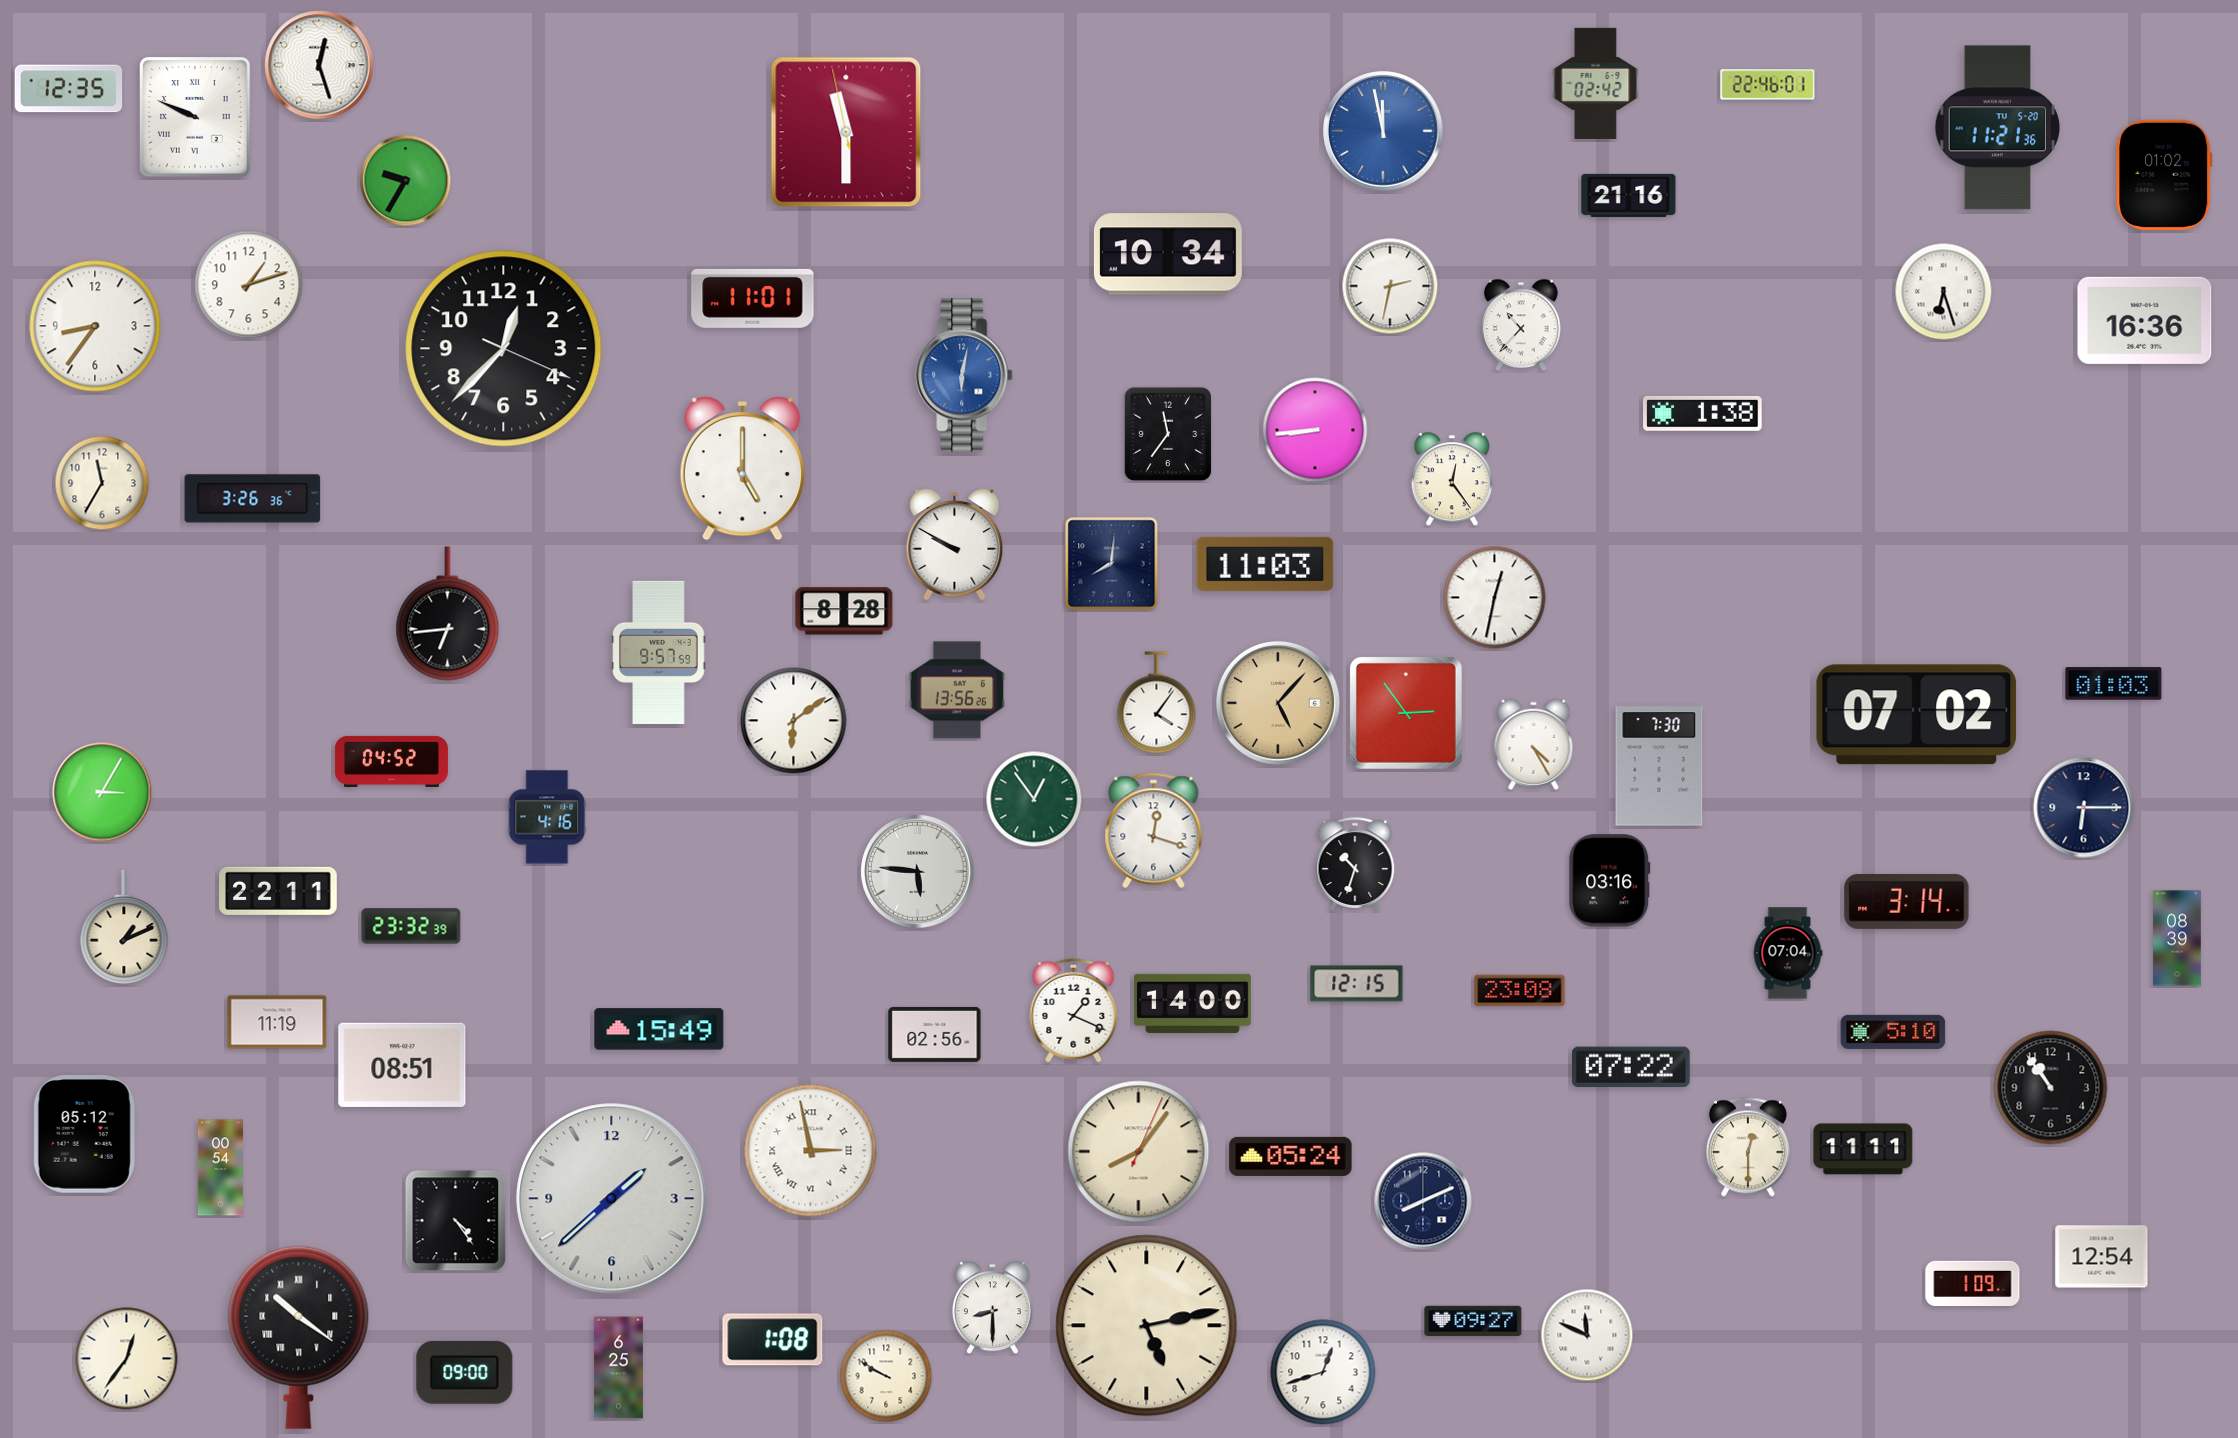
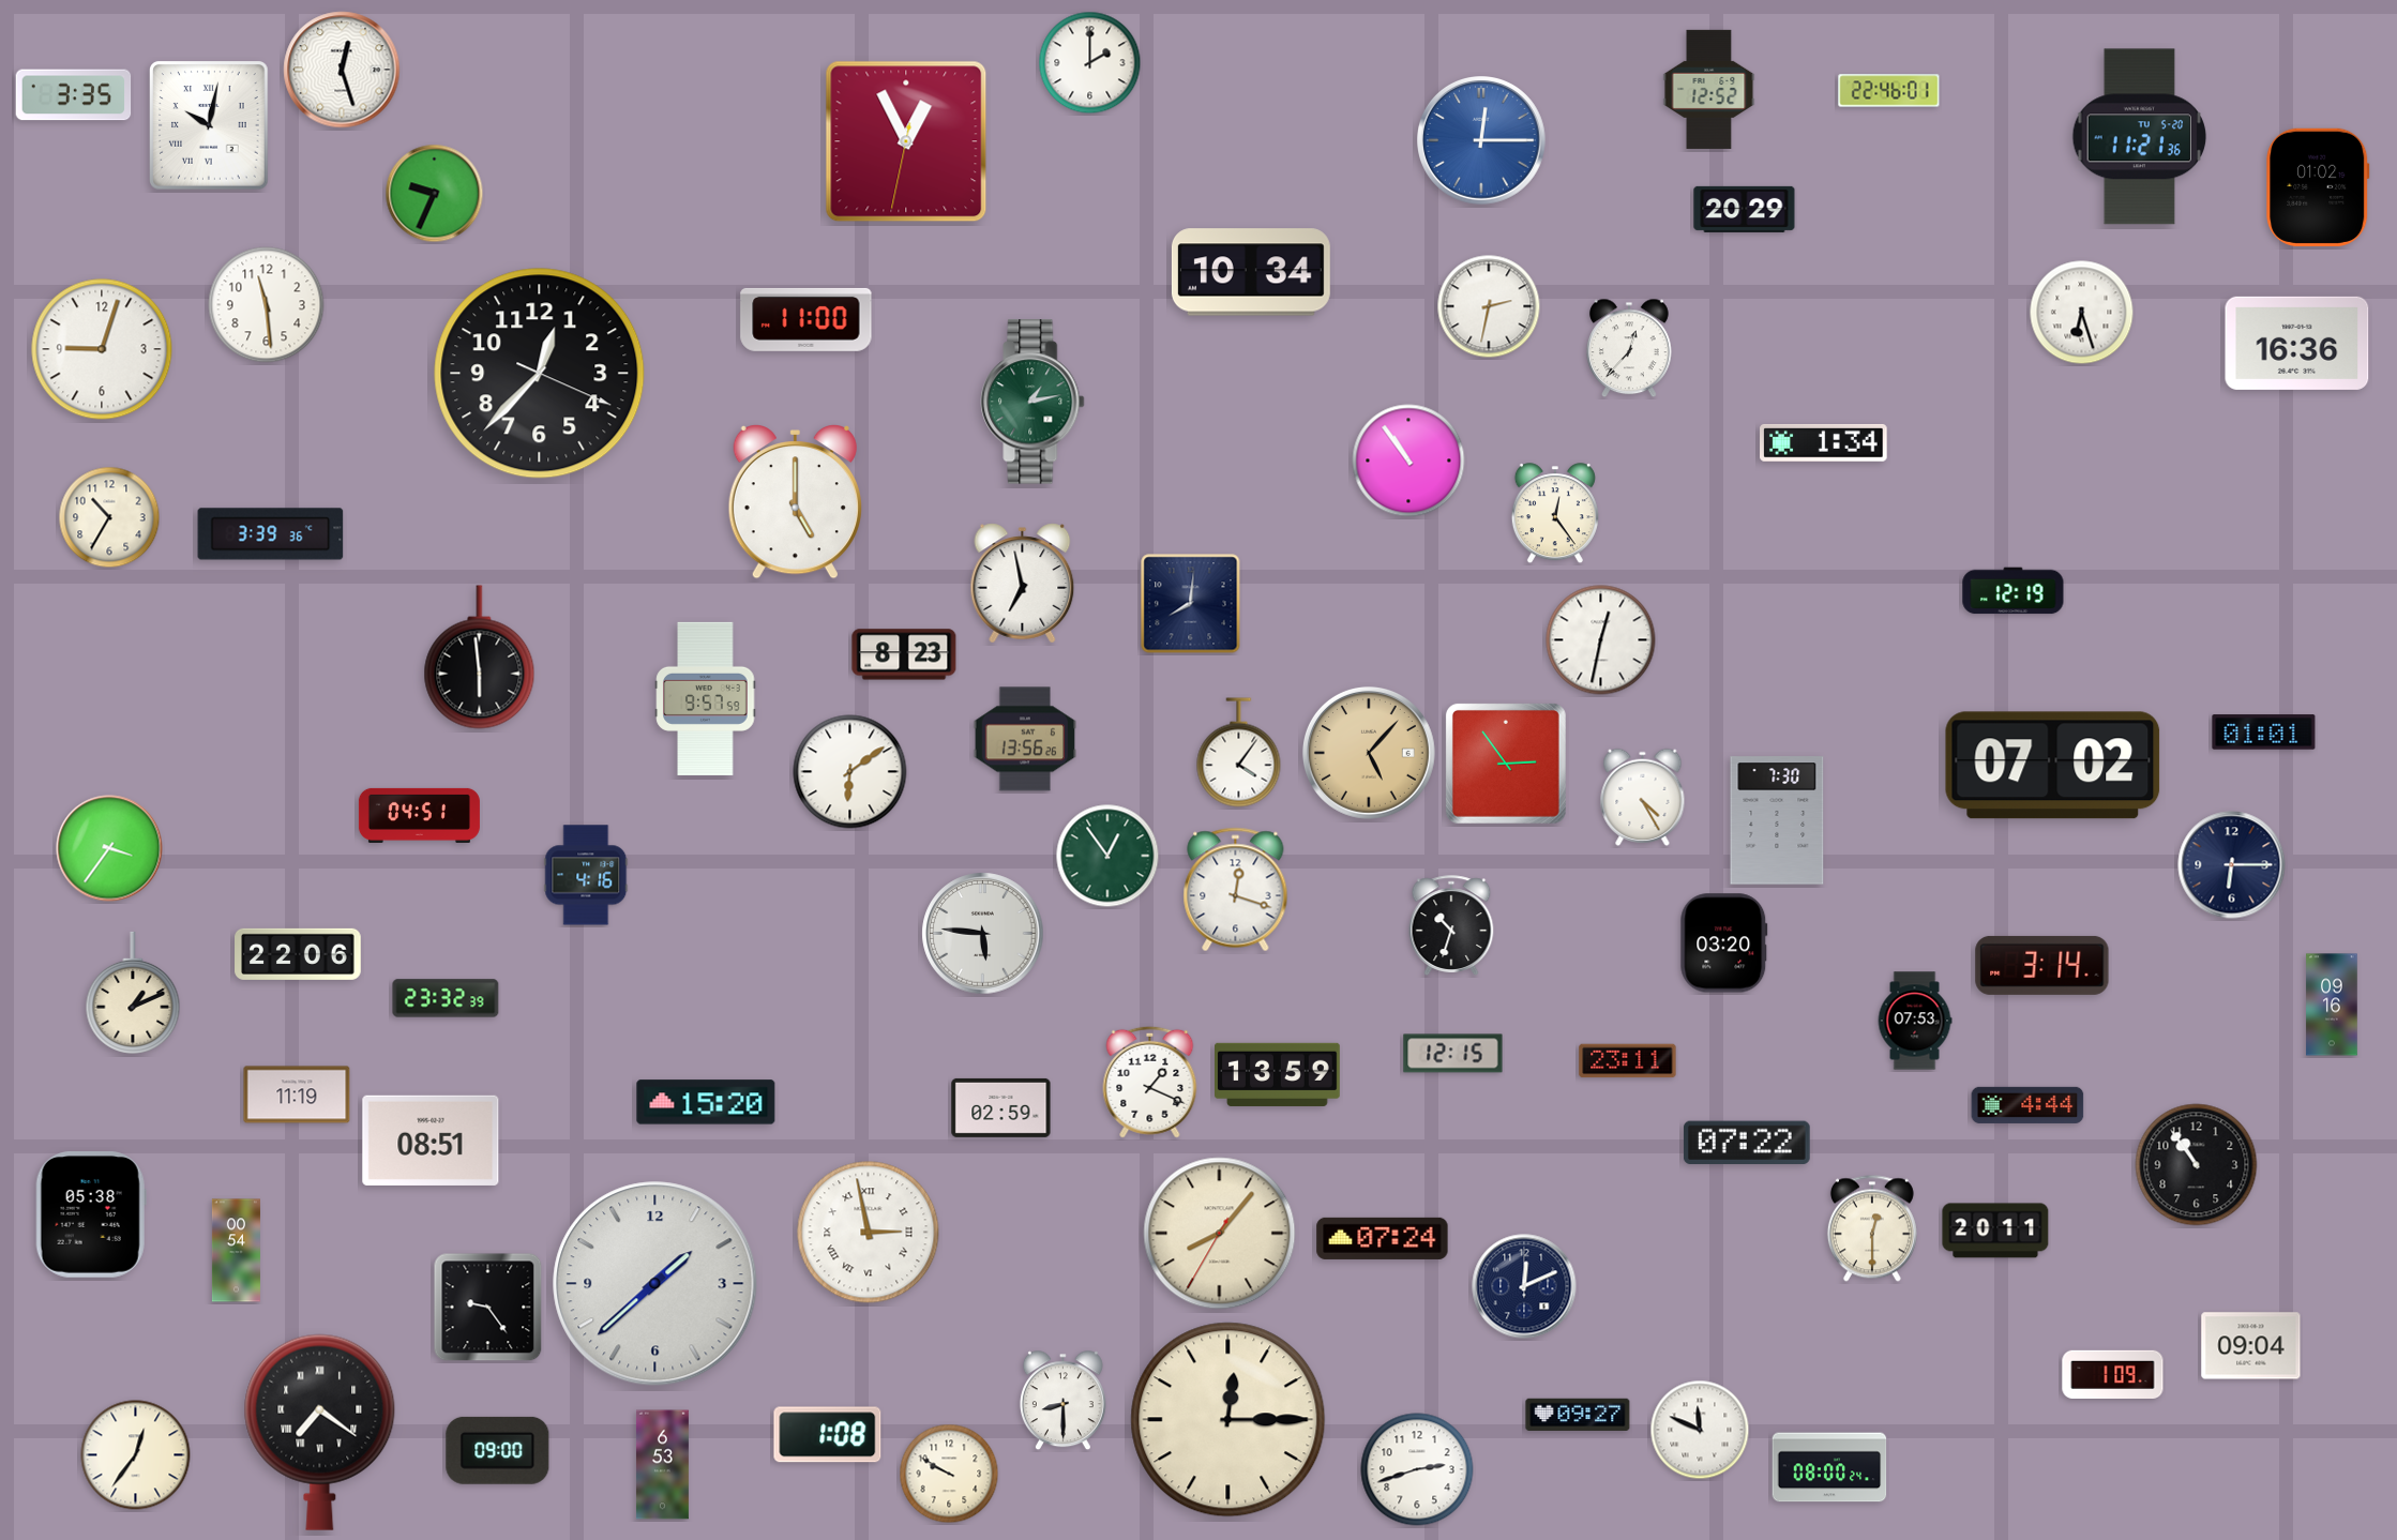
clock at (1090, 63): none -> 2:00
clock at (1596, 83): 02:42 -> 12:52
clock at (1768, 85) position: (1768, 85) -> (1889, 91)
clock at (69, 89): 12:35 -> 3:35
clock at (196, 117): 9:49 -> 10:02
clock at (846, 132): 11:29 -> 12:55
clock at (1384, 132): 11:58 -> 12:15
clock at (406, 181): 9:35 -> 9:34
clock at (1629, 195): 21:16 -> 20:29
clock at (249, 285): 1:12 -> 11:29
clock at (753, 298): 11:01 -> 11:00
clock at (1522, 325): 10:37 -> 12:37
clock at (95, 326): 8:36 -> 9:03
clock at (964, 375): 6:02 -> 1:13
clock at (964, 375) dial: blue -> green
clock at (1703, 413): 1:38 -> 1:34
clock at (1315, 430): 8:44 -> 10:54
clock at (1168, 434): 11:36 -> none
clock at (102, 483): 11:35 -> 10:35
clock at (253, 499): 3:26 -> 3:39
clock at (955, 545): 9:50 -> 6:58
clock at (2014, 591): none -> 12:19
clock at (1265, 564): 11:03 -> none
clock at (844, 611): 8:28 -> 8:23
clock at (448, 614): 6:44 -> 5:59
clock at (2114, 684): 01:03 -> 01:01
clock at (391, 761): 04:52 -> 04:51
clock at (102, 792): 3:05 -> 3:36
clock at (1610, 881): 03:16 -> 03:20
clock at (278, 891): 22:11 -> 22:06
clock at (411, 926) position: (411, 926) -> (446, 998)
clock at (2177, 938): 08:39 -> 09:16
clock at (1788, 953): 07:04 -> 07:53
clock at (1520, 991): 23:08 -> 23:11
clock at (1193, 1003): 14:00 -> 13:59
clock at (659, 1029): 15:49 -> 15:20
clock at (1893, 1032): 5:10 -> 4:44
clock at (935, 1034): 02:56 -> 02:59
clock at (85, 1135): 05:12 -> 05:38
clock at (1863, 1149): 11:11 -> 20:11
clock at (1139, 1152): 8:06:04 -> 8:06:35
clock at (1291, 1156): 05:24 -> 07:24
clock at (1423, 1201): 8:11 -> 12:11
clock at (456, 1221): 4:24 -> 9:24
clock at (2102, 1257): 12:54 -> 09:04
clock at (1147, 1326): 5:13 -> 12:15
clock at (299, 1337): 10:21 -> 7:21
clock at (618, 1368): 6:25 -> 6:53
clock at (1829, 1467): none -> 08:00
clock at (465, 1372) position: (465, 1372) -> (498, 1450)
clock at (1323, 1372): 12:42 -> 2:42
